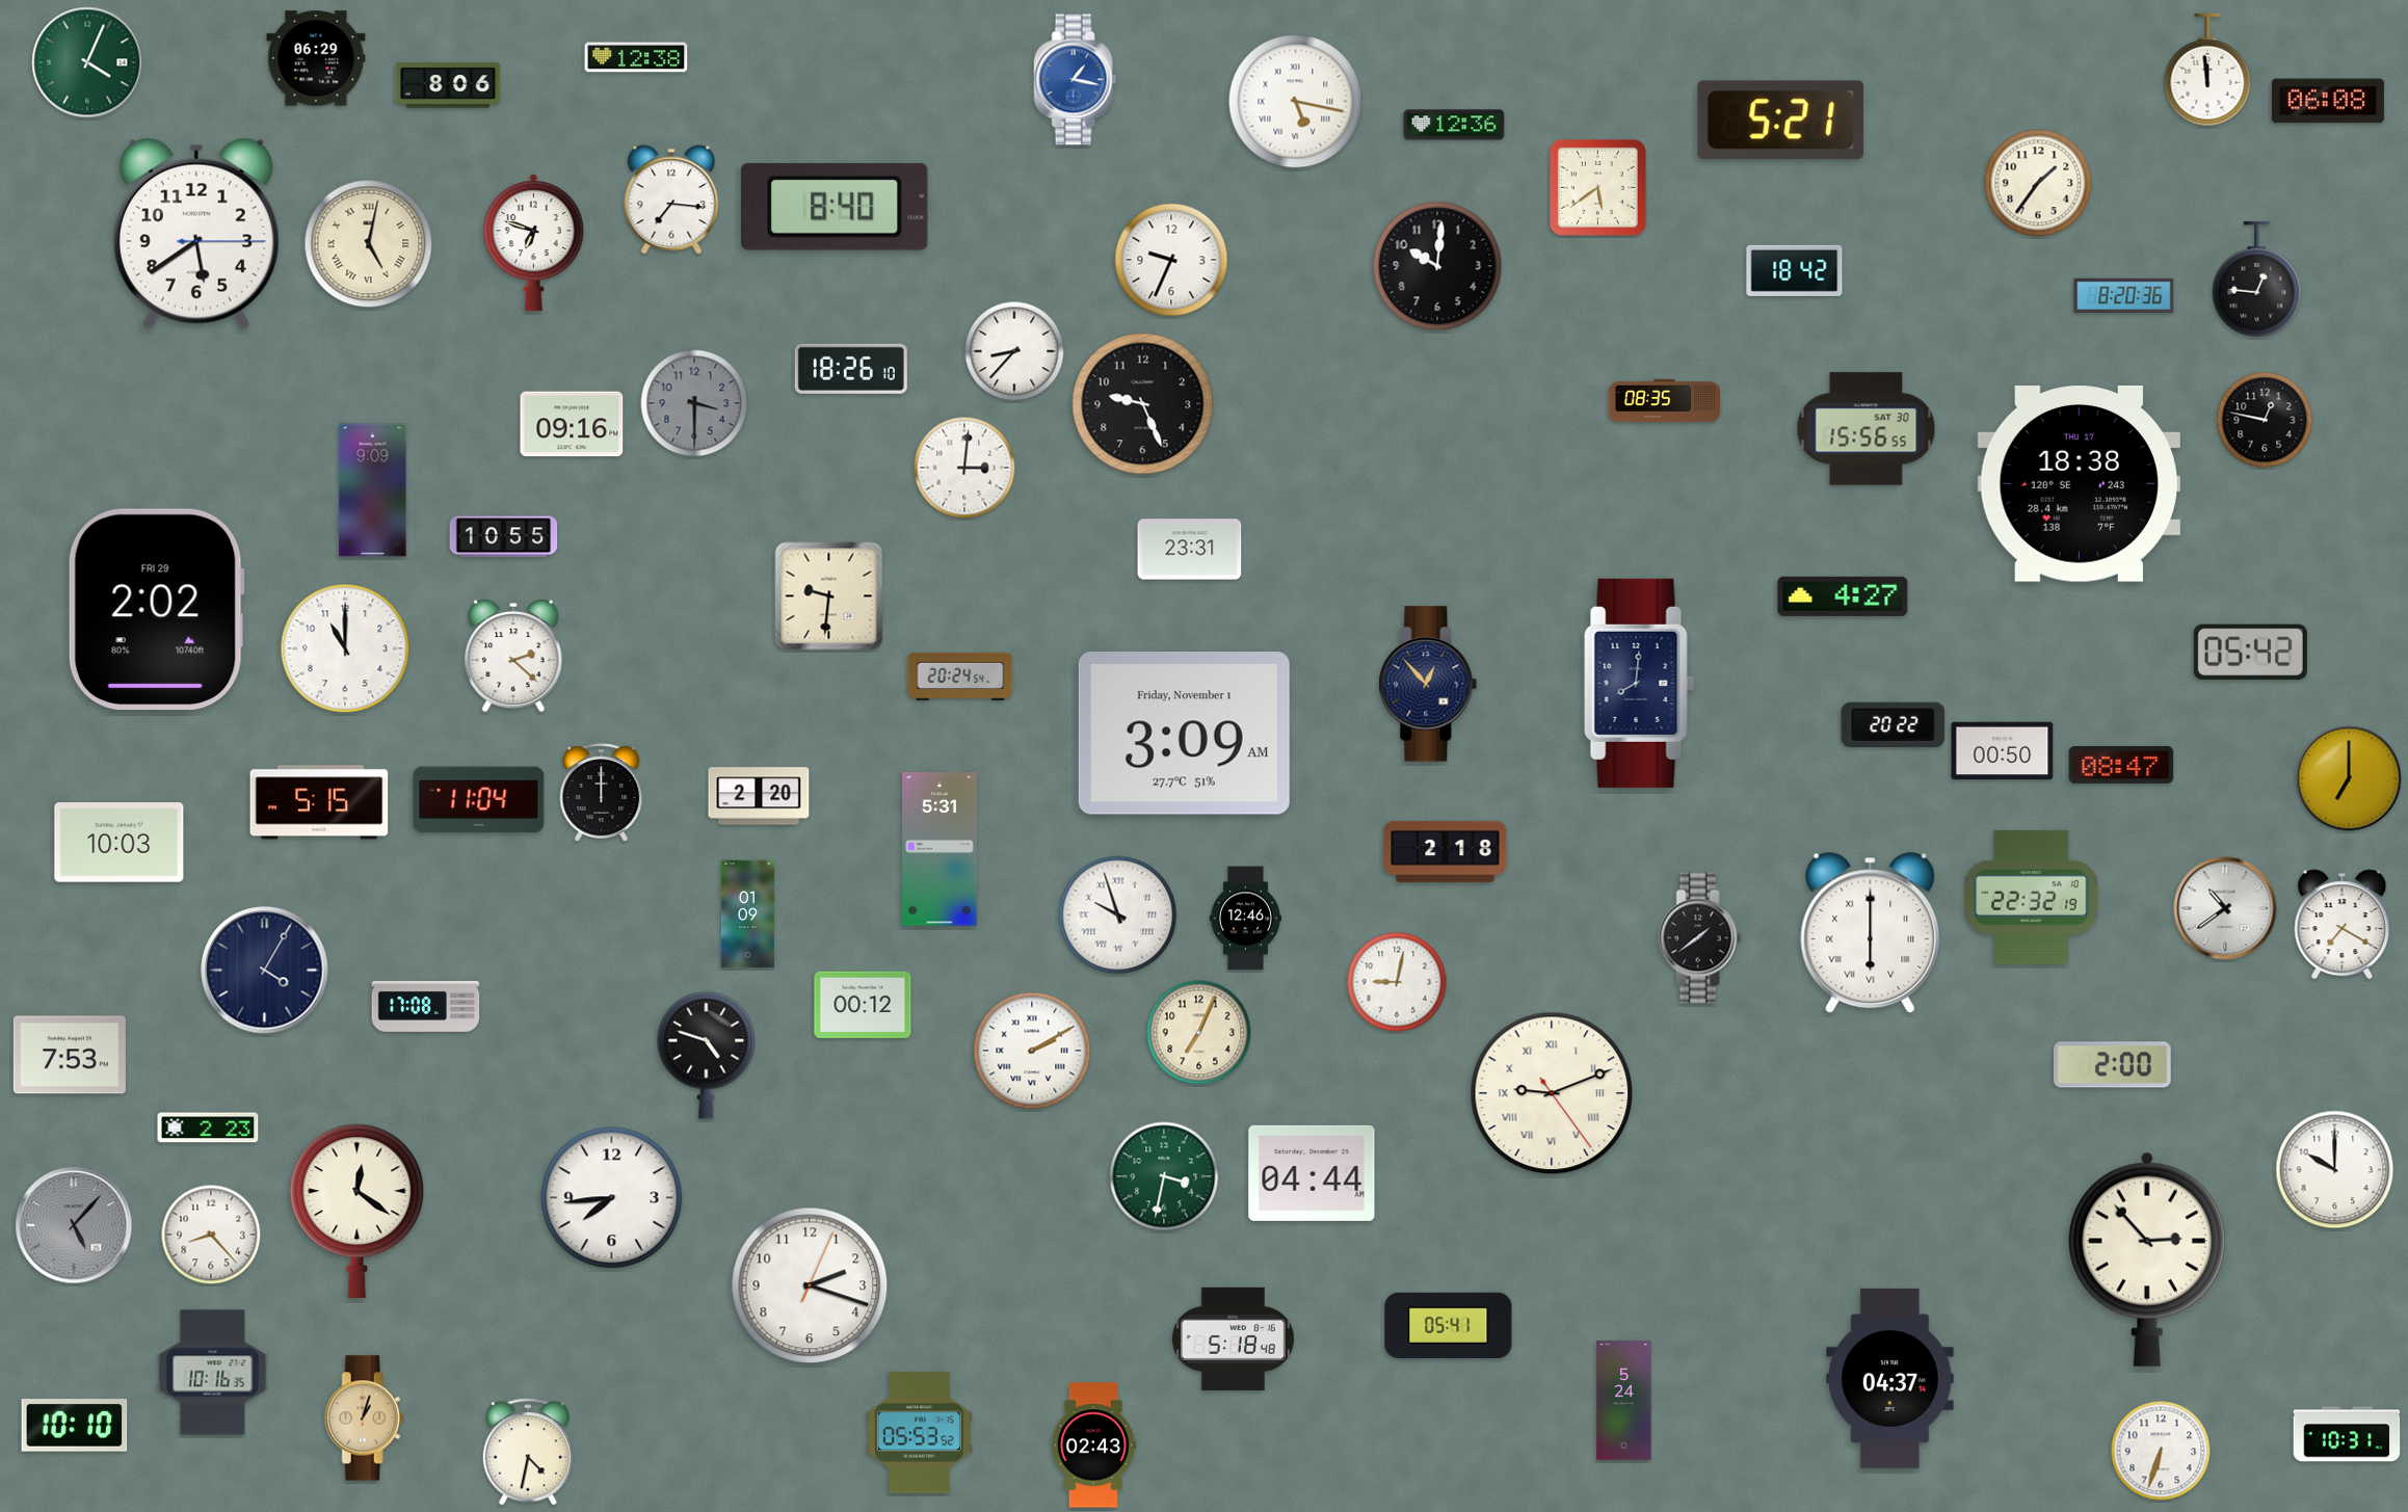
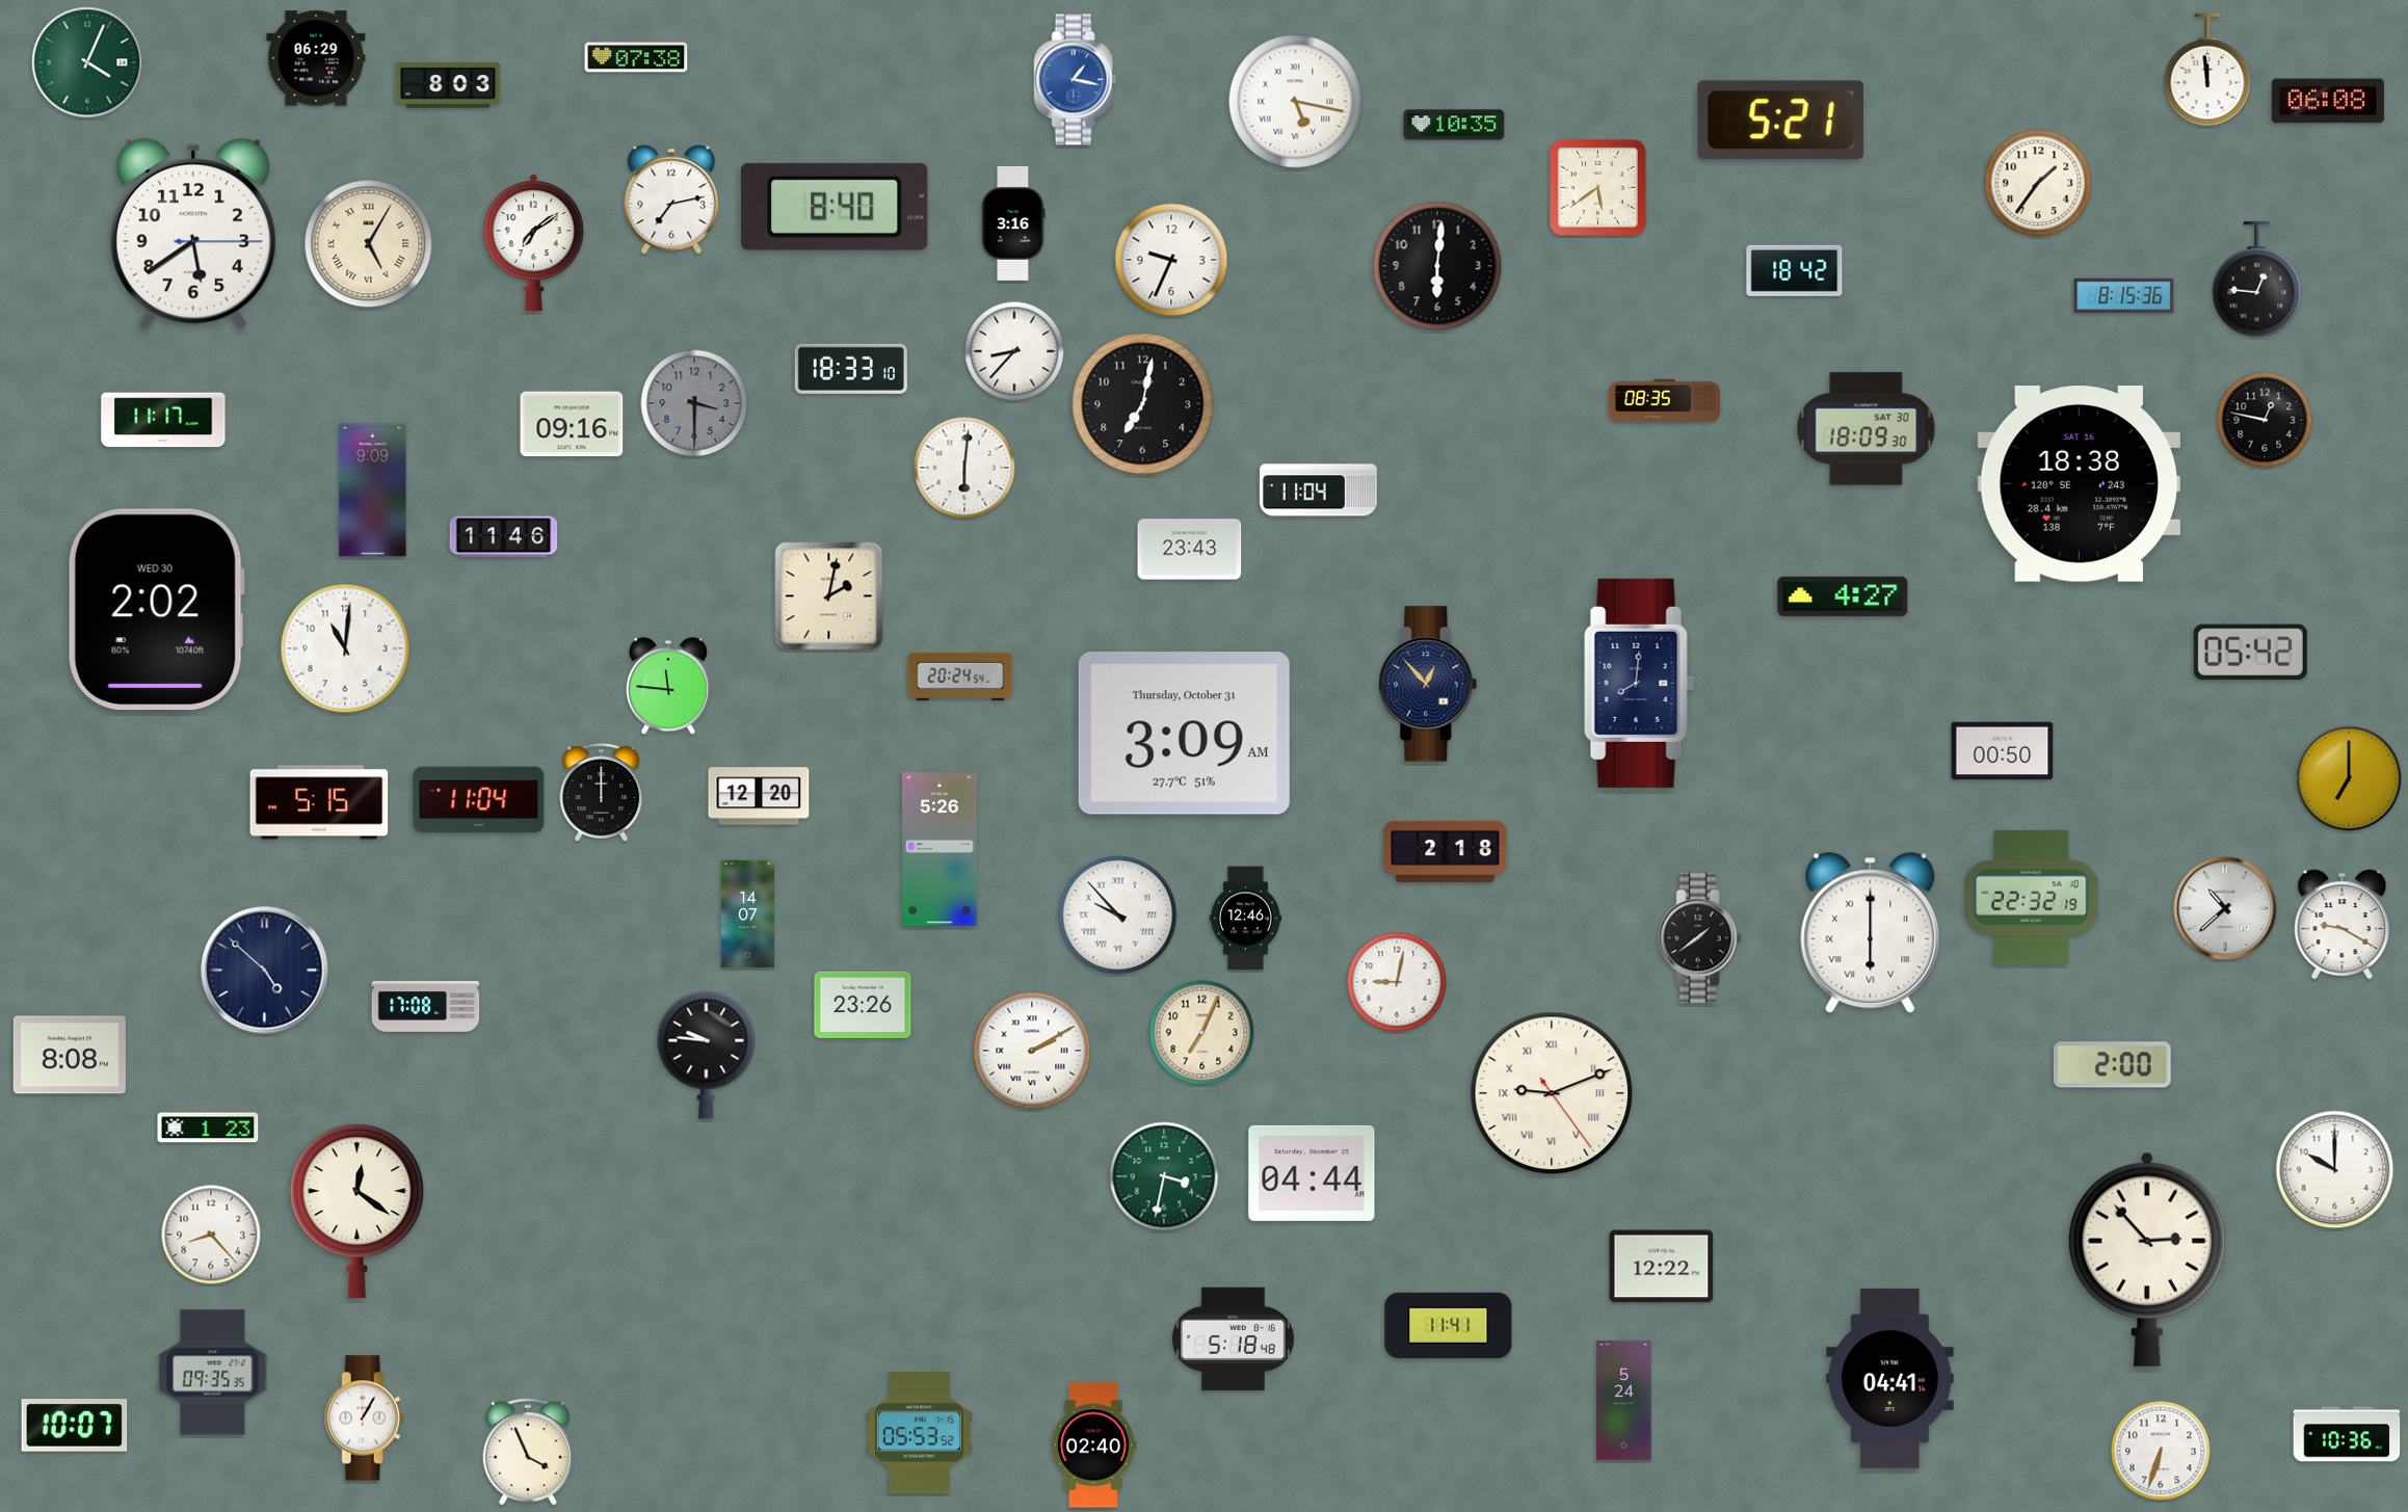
clock at (636, 57): 12:38 -> 07:38
clock at (448, 85): 8:06 -> 8:03
clock at (1454, 125): 12:36 -> 10:35
clock at (671, 200): 7:16 -> 7:13
clock at (1013, 223): none -> 3:16
clock at (196, 234) position: (196, 234) -> (193, 234)
clock at (533, 243): 6:48 -> 7:09
clock at (369, 244): 5:02 -> 5:05
clock at (1437, 266): 10:01 -> 6:01
clock at (2124, 295): 8:20 -> 8:15
clock at (851, 369): 18:26 -> 18:33
clock at (1143, 404): 9:26 -> 7:02
clock at (163, 420): none -> 11:17
clock at (1867, 429): 15:56 -> 18:09
clock at (964, 468): 3:01 -> 6:01
clock at (2079, 484) date: THU 17 -> SAT 16
clock at (1319, 490): none -> 11:04
clock at (504, 537): 10:55 -> 11:46
clock at (1190, 550): 23:31 -> 23:43
clock at (829, 596): 9:31 -> 2:02
clock at (156, 610) date: FRI 29 -> WED 30
clock at (345, 648): 11:00 -> 11:01
clock at (513, 656): 2:22 -> none
clock at (668, 687): none -> 11:46
clock at (1894, 724): 20:22 -> none
clock at (1184, 734) date: Friday, November 1 -> Thursday, October 31
clock at (2121, 765): 08:47 -> none
clock at (759, 796): 2:20 -> 12:20
clock at (120, 843): 10:03 -> none
clock at (940, 849): 5:31 -> 5:26
clock at (2225, 908): 10:39 -> 10:38
clock at (747, 914): 01:09 -> 14:07
clock at (1118, 916): 9:57 -> 9:53
clock at (2343, 925): 7:20 -> 9:20
clock at (265, 971): 4:05 -> 4:52
clock at (863, 1004): 00:12 -> 23:26
clock at (1199, 1033) position: (1199, 1033) -> (1202, 1033)
clock at (70, 1055): 7:53 -> 8:08
clock at (707, 1055): 4:48 -> 9:46
clock at (208, 1128): 2:23 -> 1:23
clock at (612, 1198): 7:44 -> none
clock at (74, 1225): 5:07 -> none
clock at (1662, 1267): none -> 12:22
clock at (810, 1285): 2:18 -> none
clock at (1449, 1325): 05:41 -> 11:41
clock at (213, 1373): 10:16 -> 09:35
clock at (1890, 1378): 04:37 -> 04:41
clock at (364, 1418): 1:03 -> 1:05
clock at (364, 1418) dial: champagne -> white
clock at (75, 1426): 10:10 -> 10:07
clock at (2347, 1434): 10:31 -> 10:36
clock at (1092, 1445): 02:43 -> 02:40
clock at (528, 1452): 4:32 -> 3:56
